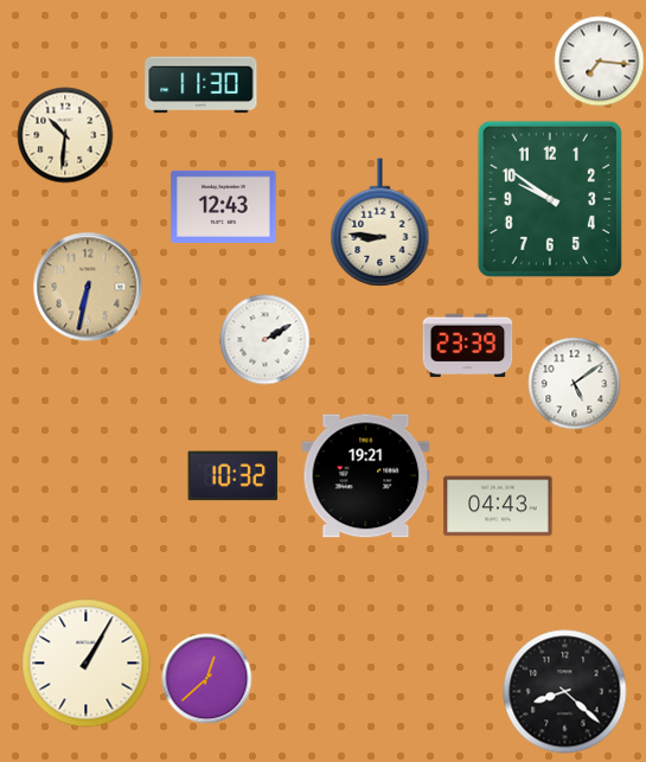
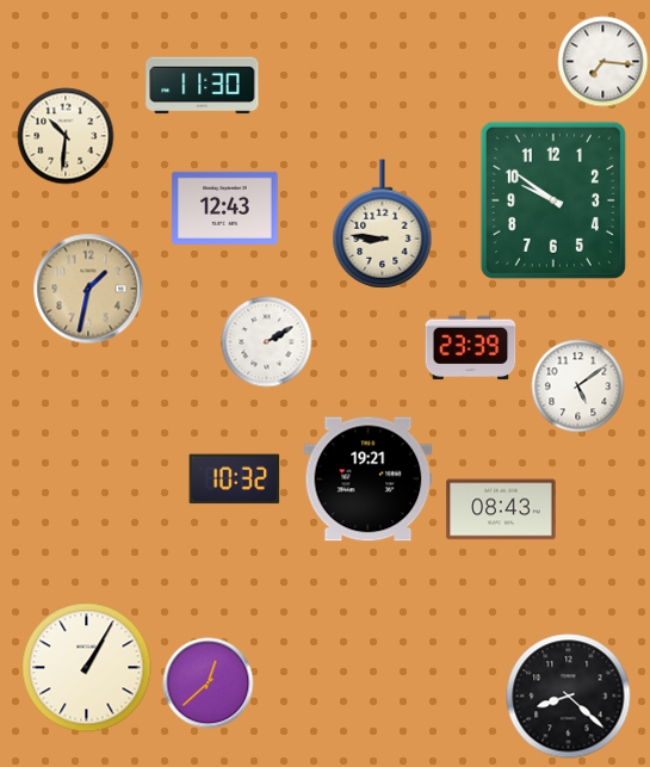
clock at (88, 287): 6:32 -> 1:32
clock at (498, 506): 04:43 -> 08:43
